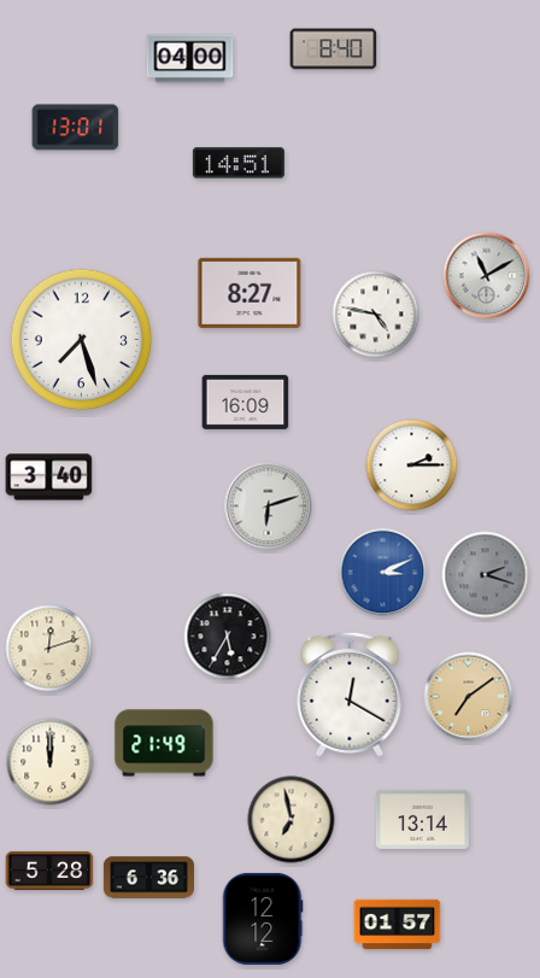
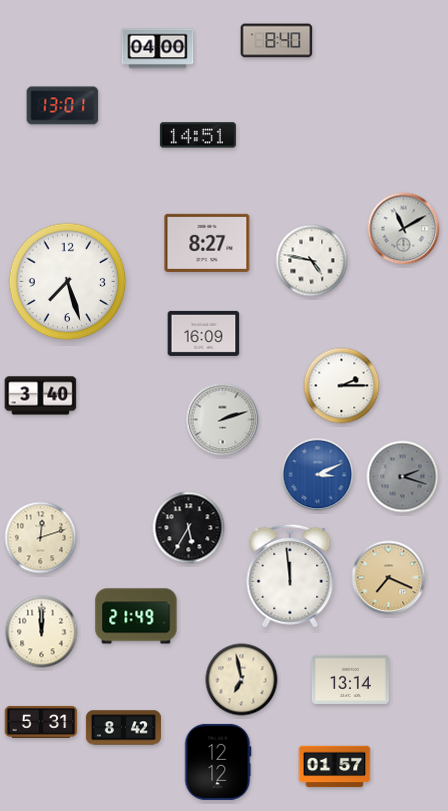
clock at (269, 506): 6:12 -> 2:12
clock at (350, 695): 12:20 -> 11:59
clock at (469, 697): 7:09 -> 7:19
clock at (49, 871): 5:28 -> 5:31
clock at (148, 878): 6:36 -> 8:42
clock at (398, 925) position: (398, 925) -> (335, 767)
